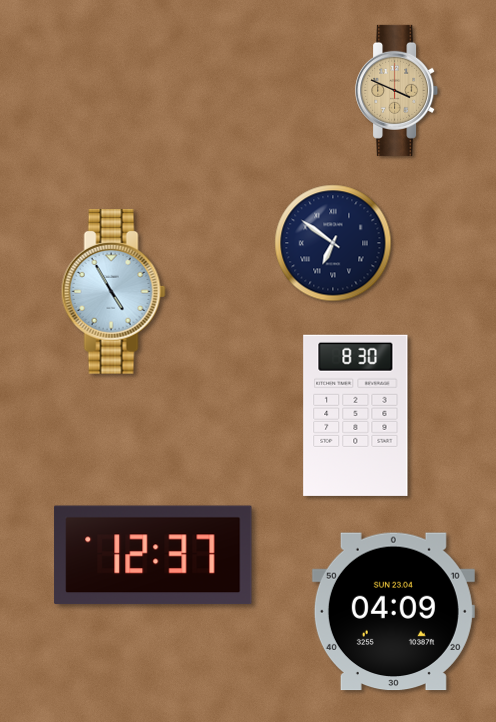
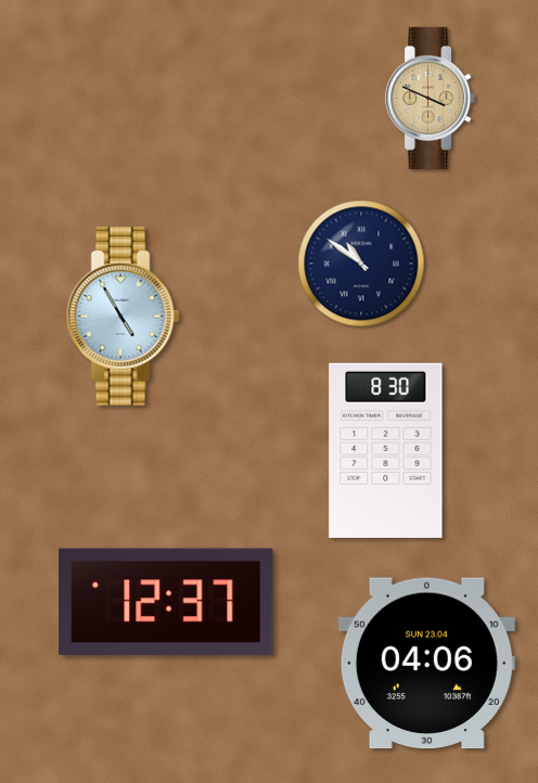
clock at (333, 243): 6:51 -> 10:51
clock at (393, 612): 04:09 -> 04:06
